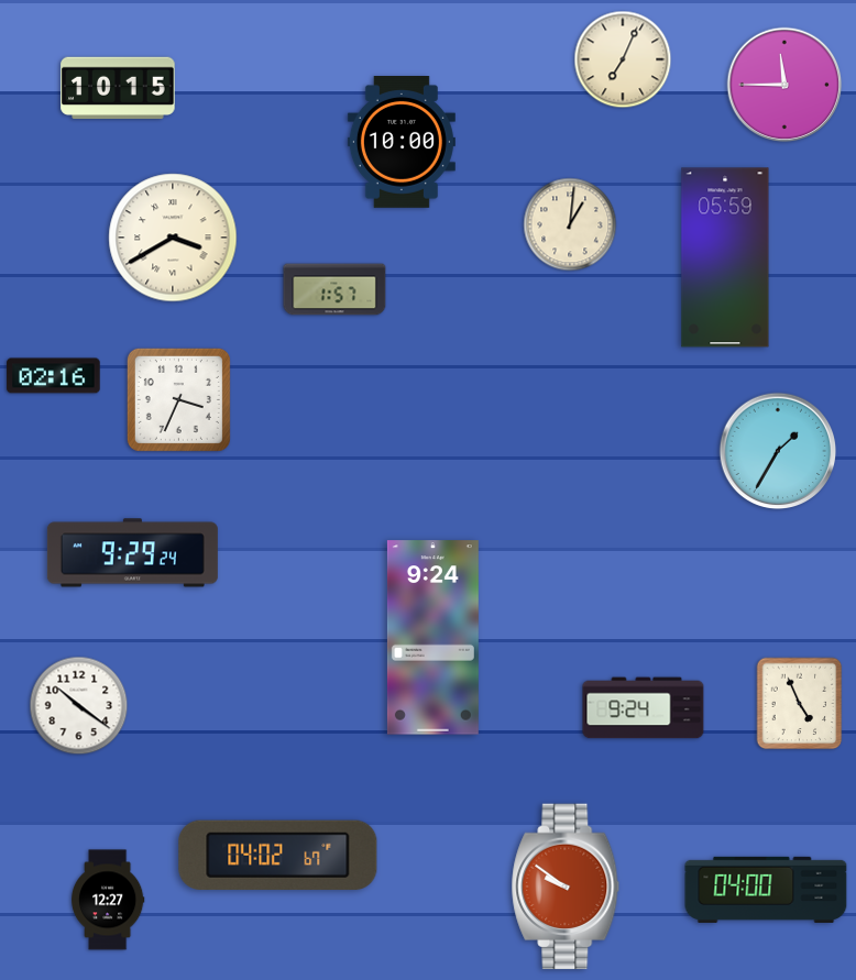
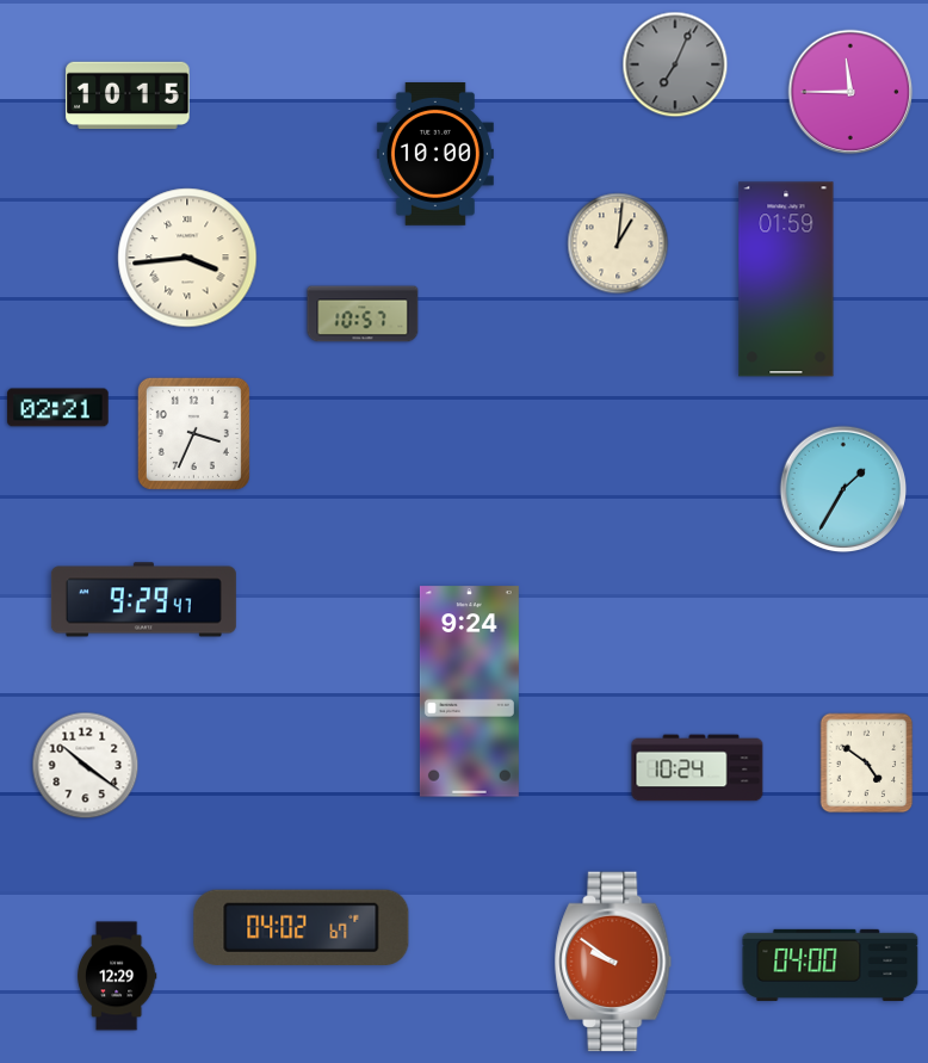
clock at (623, 59) dial: cream -> grey
clock at (173, 238): 3:40 -> 3:44
clock at (725, 257): 05:59 -> 01:59
clock at (334, 289): 1:57 -> 10:57
clock at (54, 376): 02:16 -> 02:21
clock at (132, 553): 9:29:24 -> 9:29:47
clock at (800, 704): 4:56 -> 4:51
clock at (644, 708): 9:24 -> 10:24
clock at (108, 900): 12:27 -> 12:29
